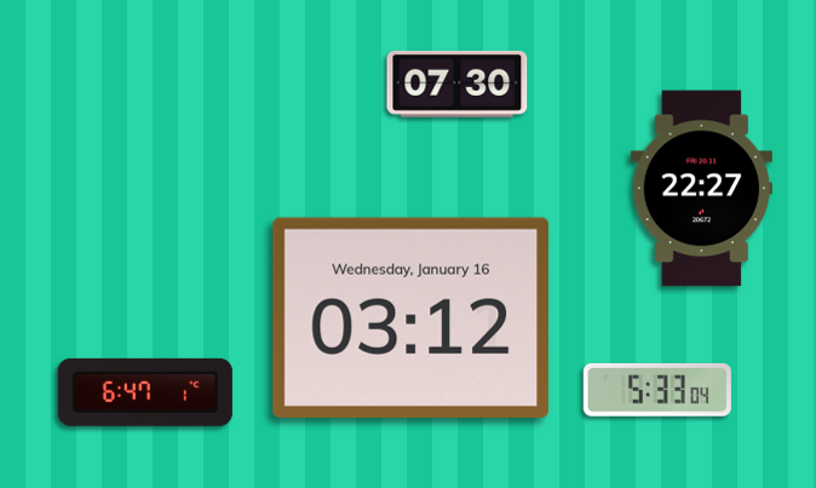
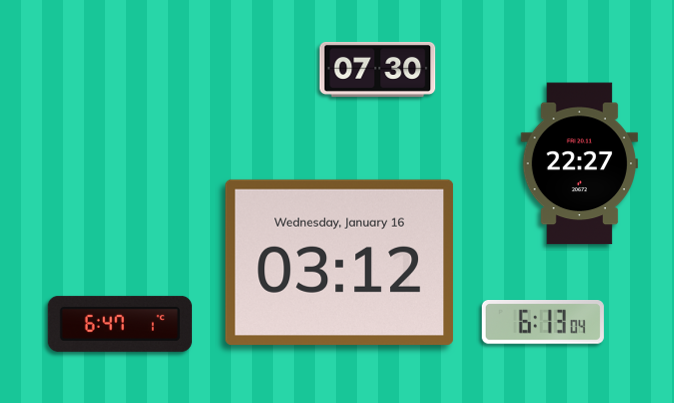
clock at (701, 189) position: (701, 189) -> (579, 164)
clock at (657, 390): 5:33 -> 6:13
